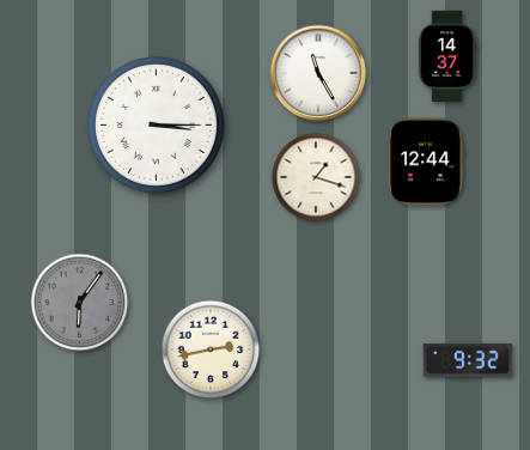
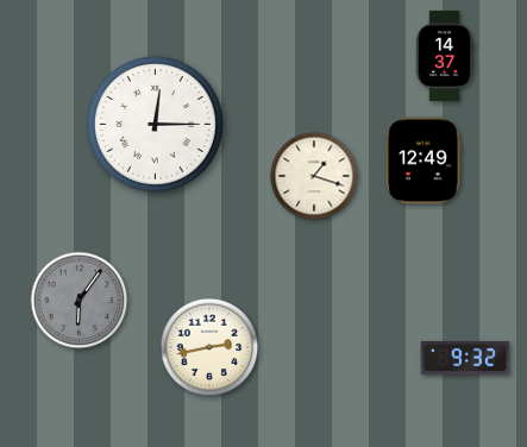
clock at (318, 73): 11:25 -> none
clock at (156, 124): 3:15 -> 12:15
clock at (426, 162): 12:44 -> 12:49
